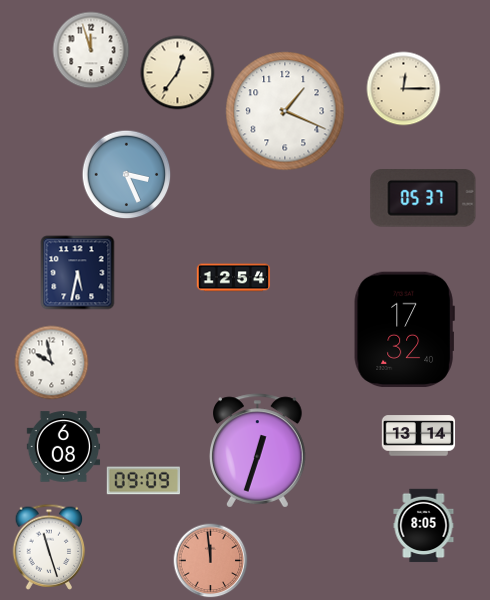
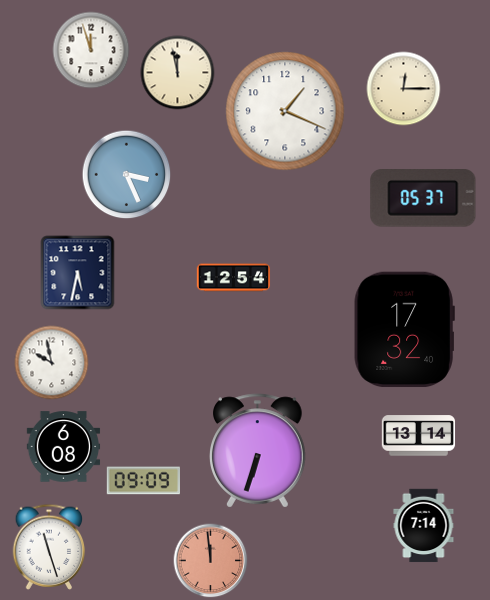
clock at (178, 73): 12:36 -> 11:58
clock at (258, 451): 12:33 -> 6:33
clock at (424, 526): 8:05 -> 7:14
